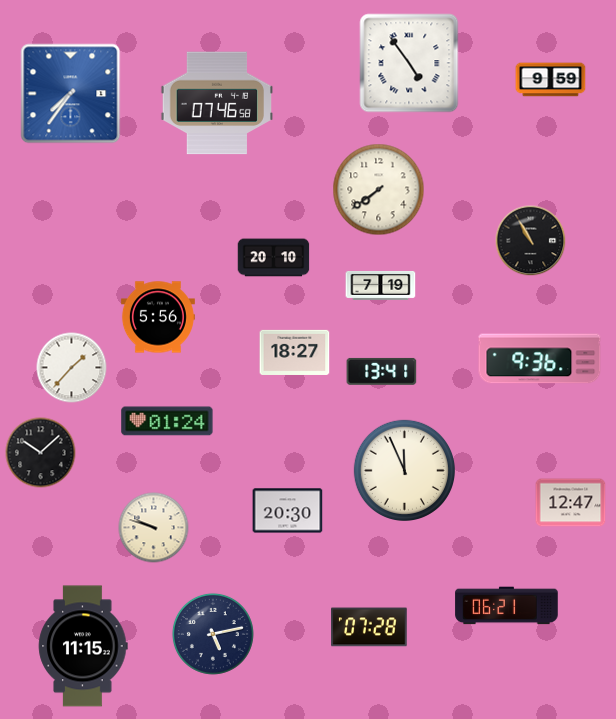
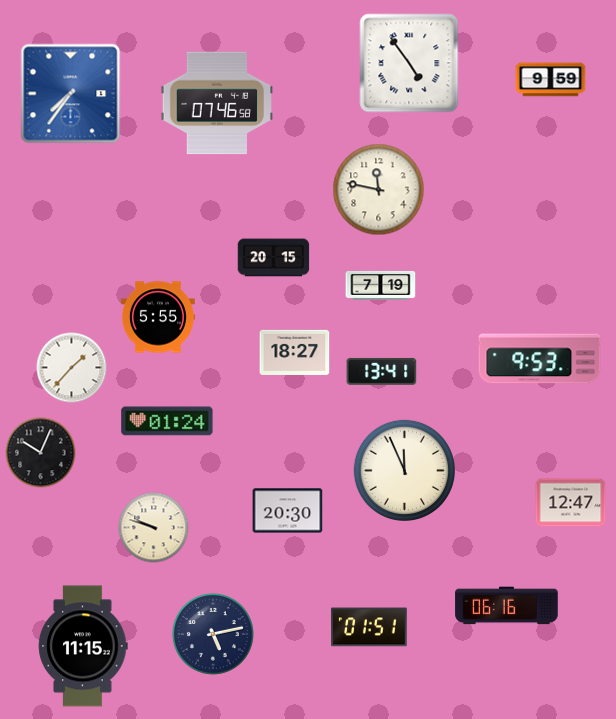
clock at (379, 190): 7:39 -> 11:47
clock at (531, 241): 10:55 -> none
clock at (274, 258): 20:10 -> 20:15
clock at (158, 317): 5:56 -> 5:55
clock at (540, 359): 9:36 -> 9:53
clock at (41, 453): 10:08 -> 10:04
clock at (507, 606): 06:21 -> 06:16
clock at (369, 627): 07:28 -> 01:51
